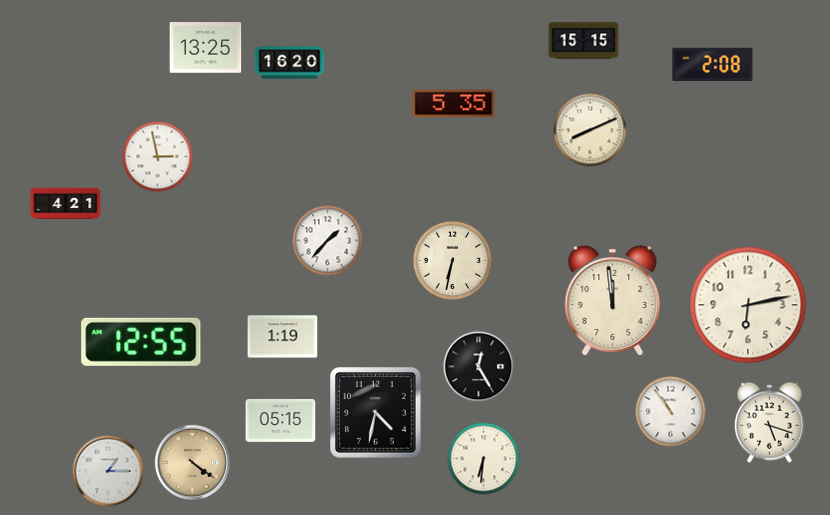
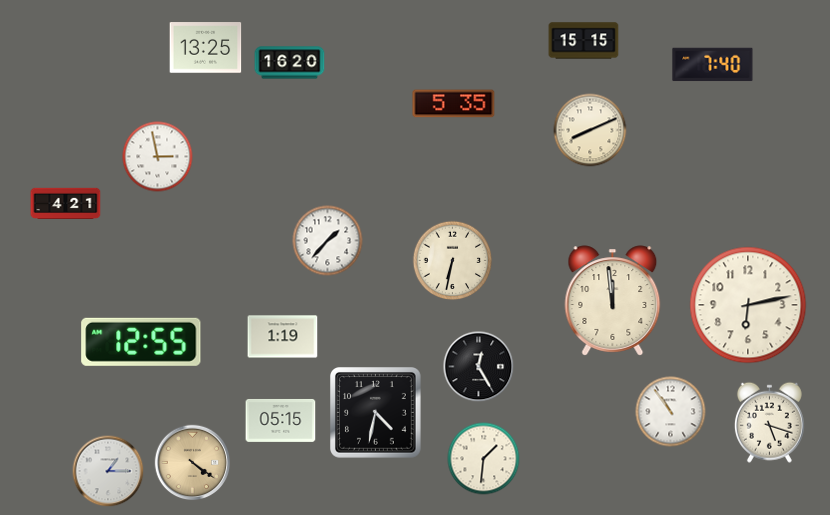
clock at (713, 65): 2:08 -> 7:40
clock at (484, 459): 6:31 -> 1:31
